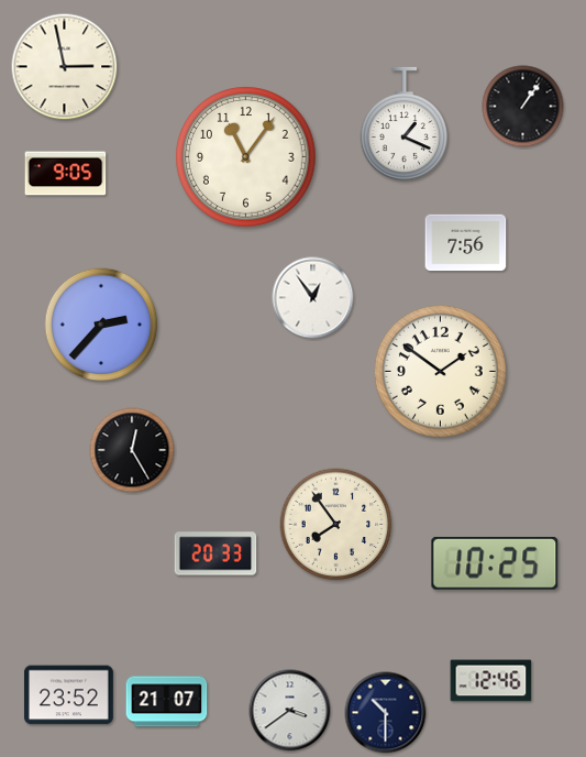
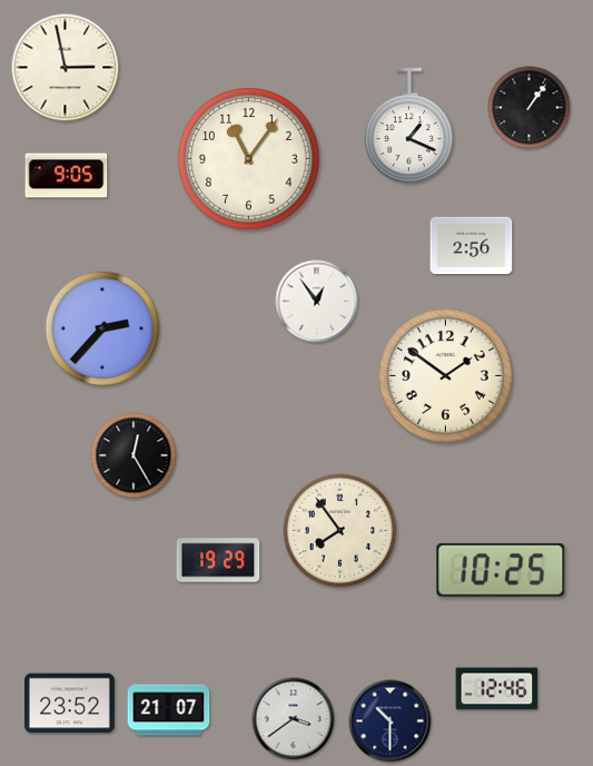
clock at (466, 243): 7:56 -> 2:56
clock at (215, 553): 20:33 -> 19:29
